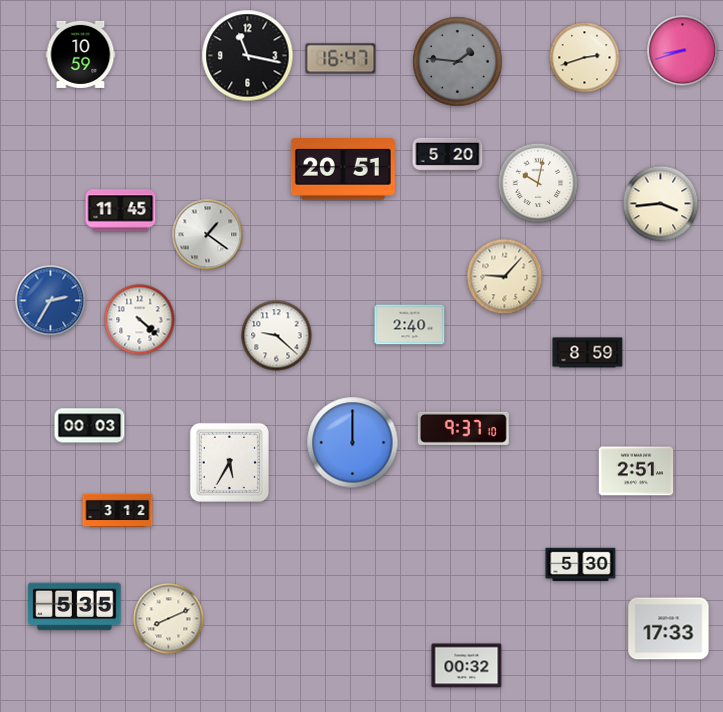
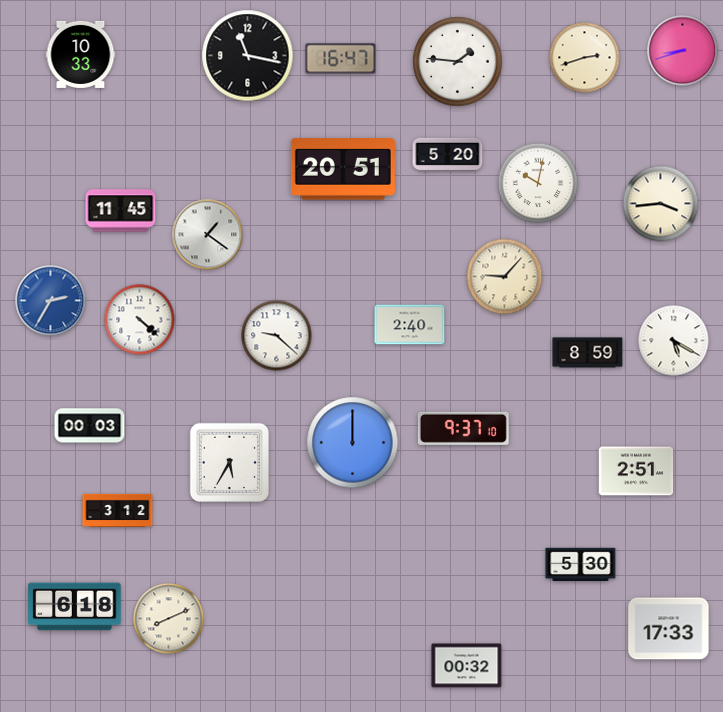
clock at (81, 54): 10:59 -> 10:33
clock at (458, 62) dial: grey -> white
clock at (674, 341): none -> 5:20
clock at (75, 607): 5:35 -> 6:18
